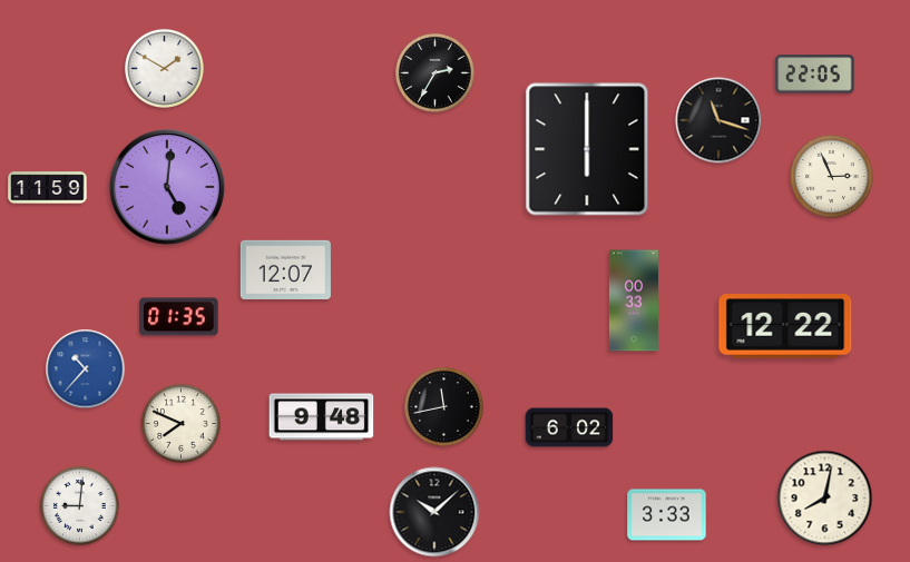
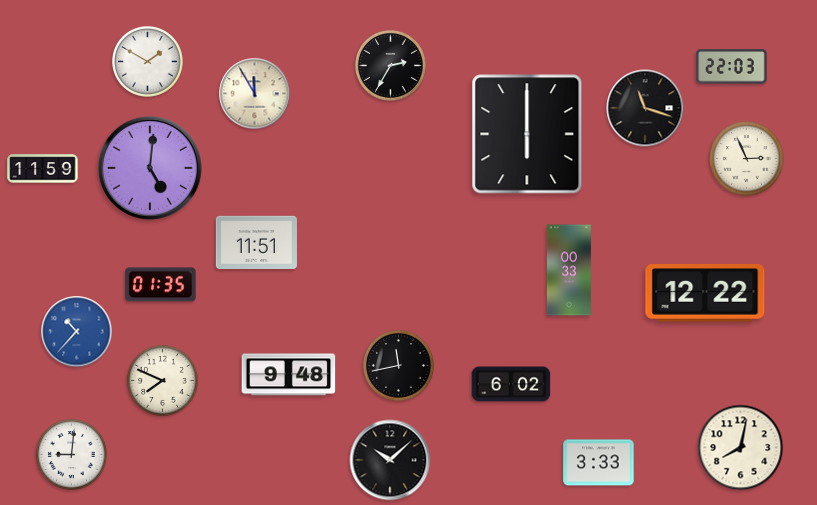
clock at (815, 75): 22:05 -> 22:03
clock at (255, 94): none -> 11:55
clock at (285, 269): 12:07 -> 11:51
